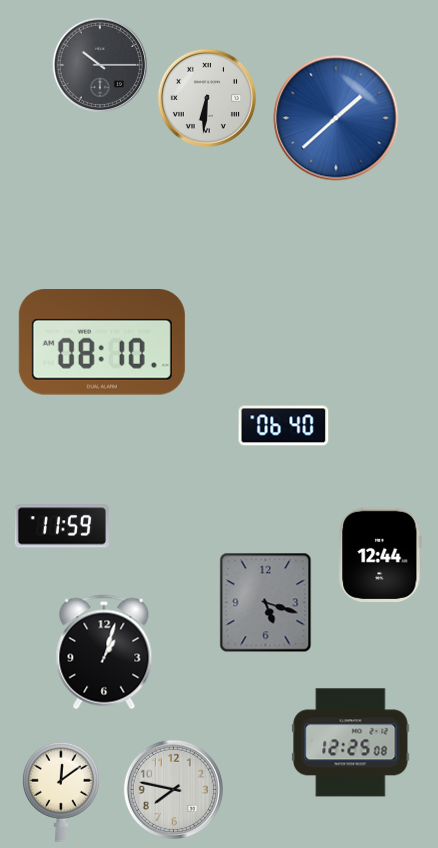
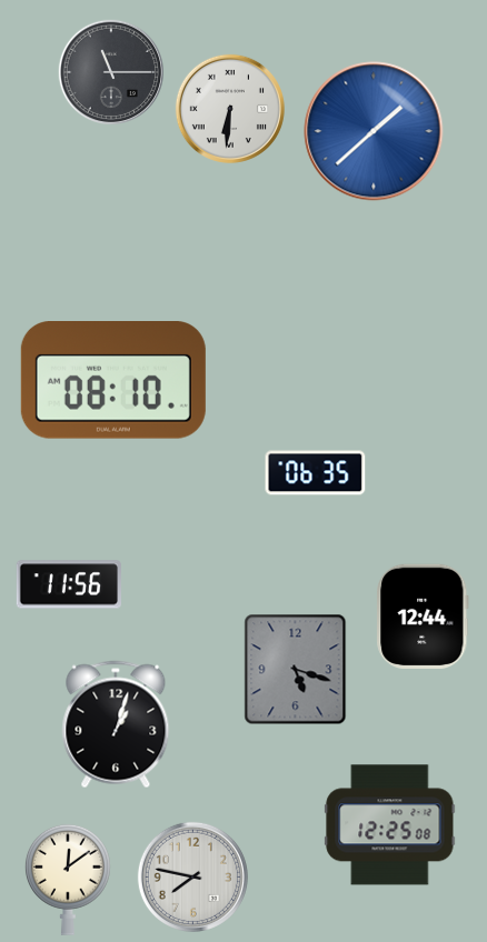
clock at (99, 64): 10:15 -> 11:15
clock at (284, 426): 06:40 -> 06:35
clock at (61, 526): 11:59 -> 11:56
